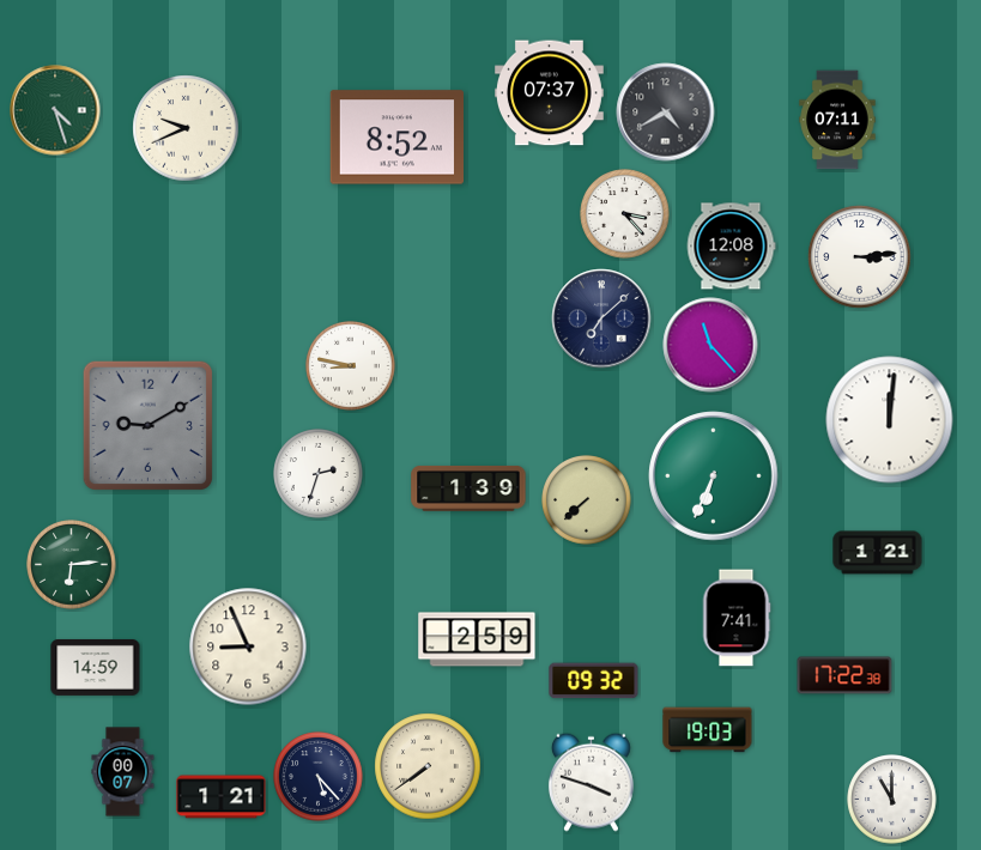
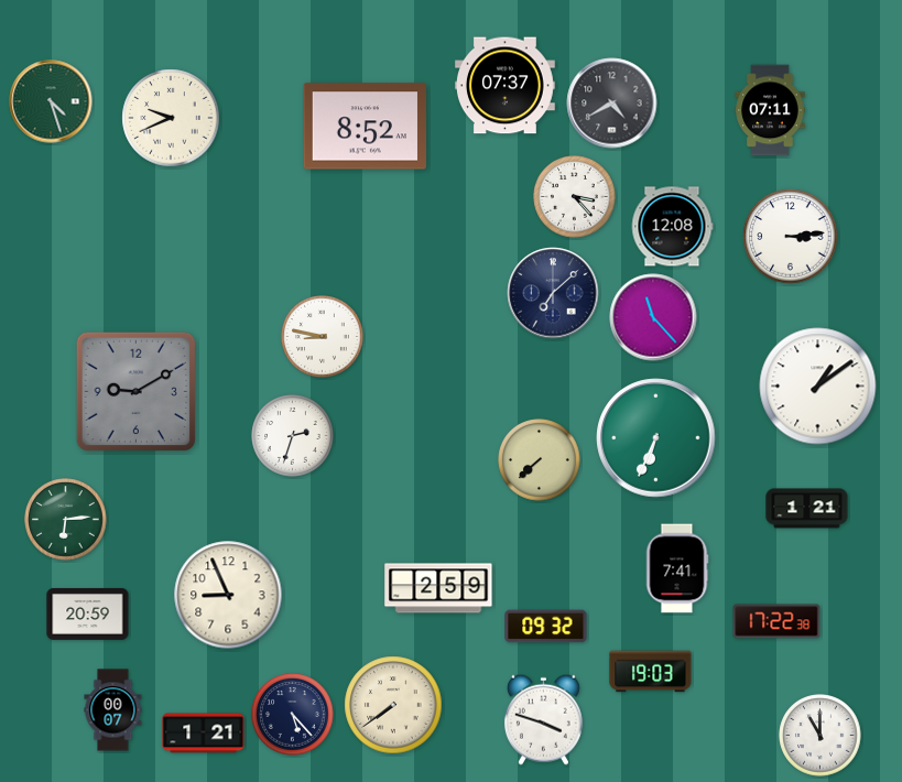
clock at (890, 420): 12:01 -> 1:09
clock at (468, 488): 1:39 -> none
clock at (96, 667): 14:59 -> 20:59
